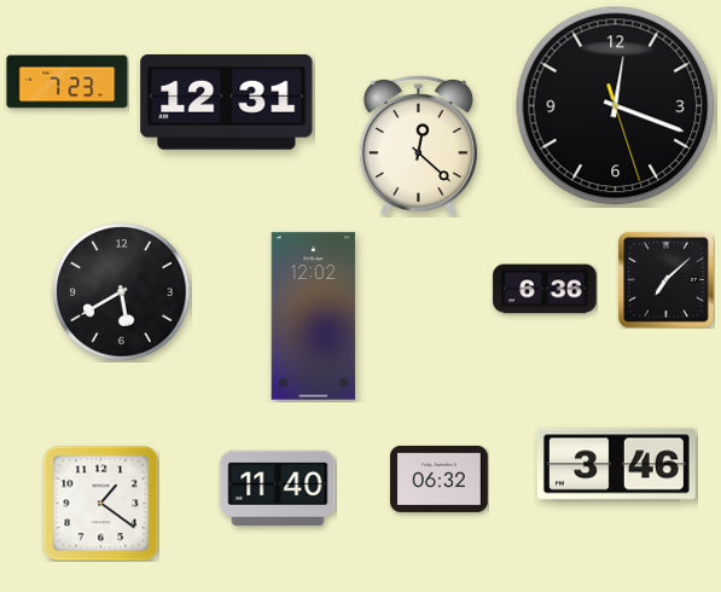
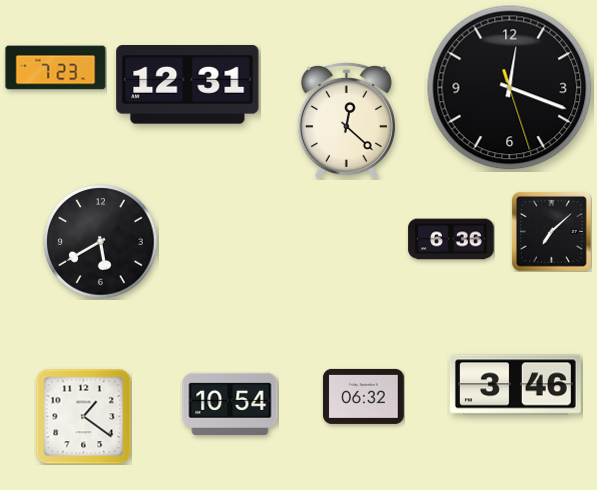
clock at (314, 317): 12:02 -> none
clock at (616, 465) position: (616, 465) -> (515, 385)
clock at (278, 487): 11:40 -> 10:54
